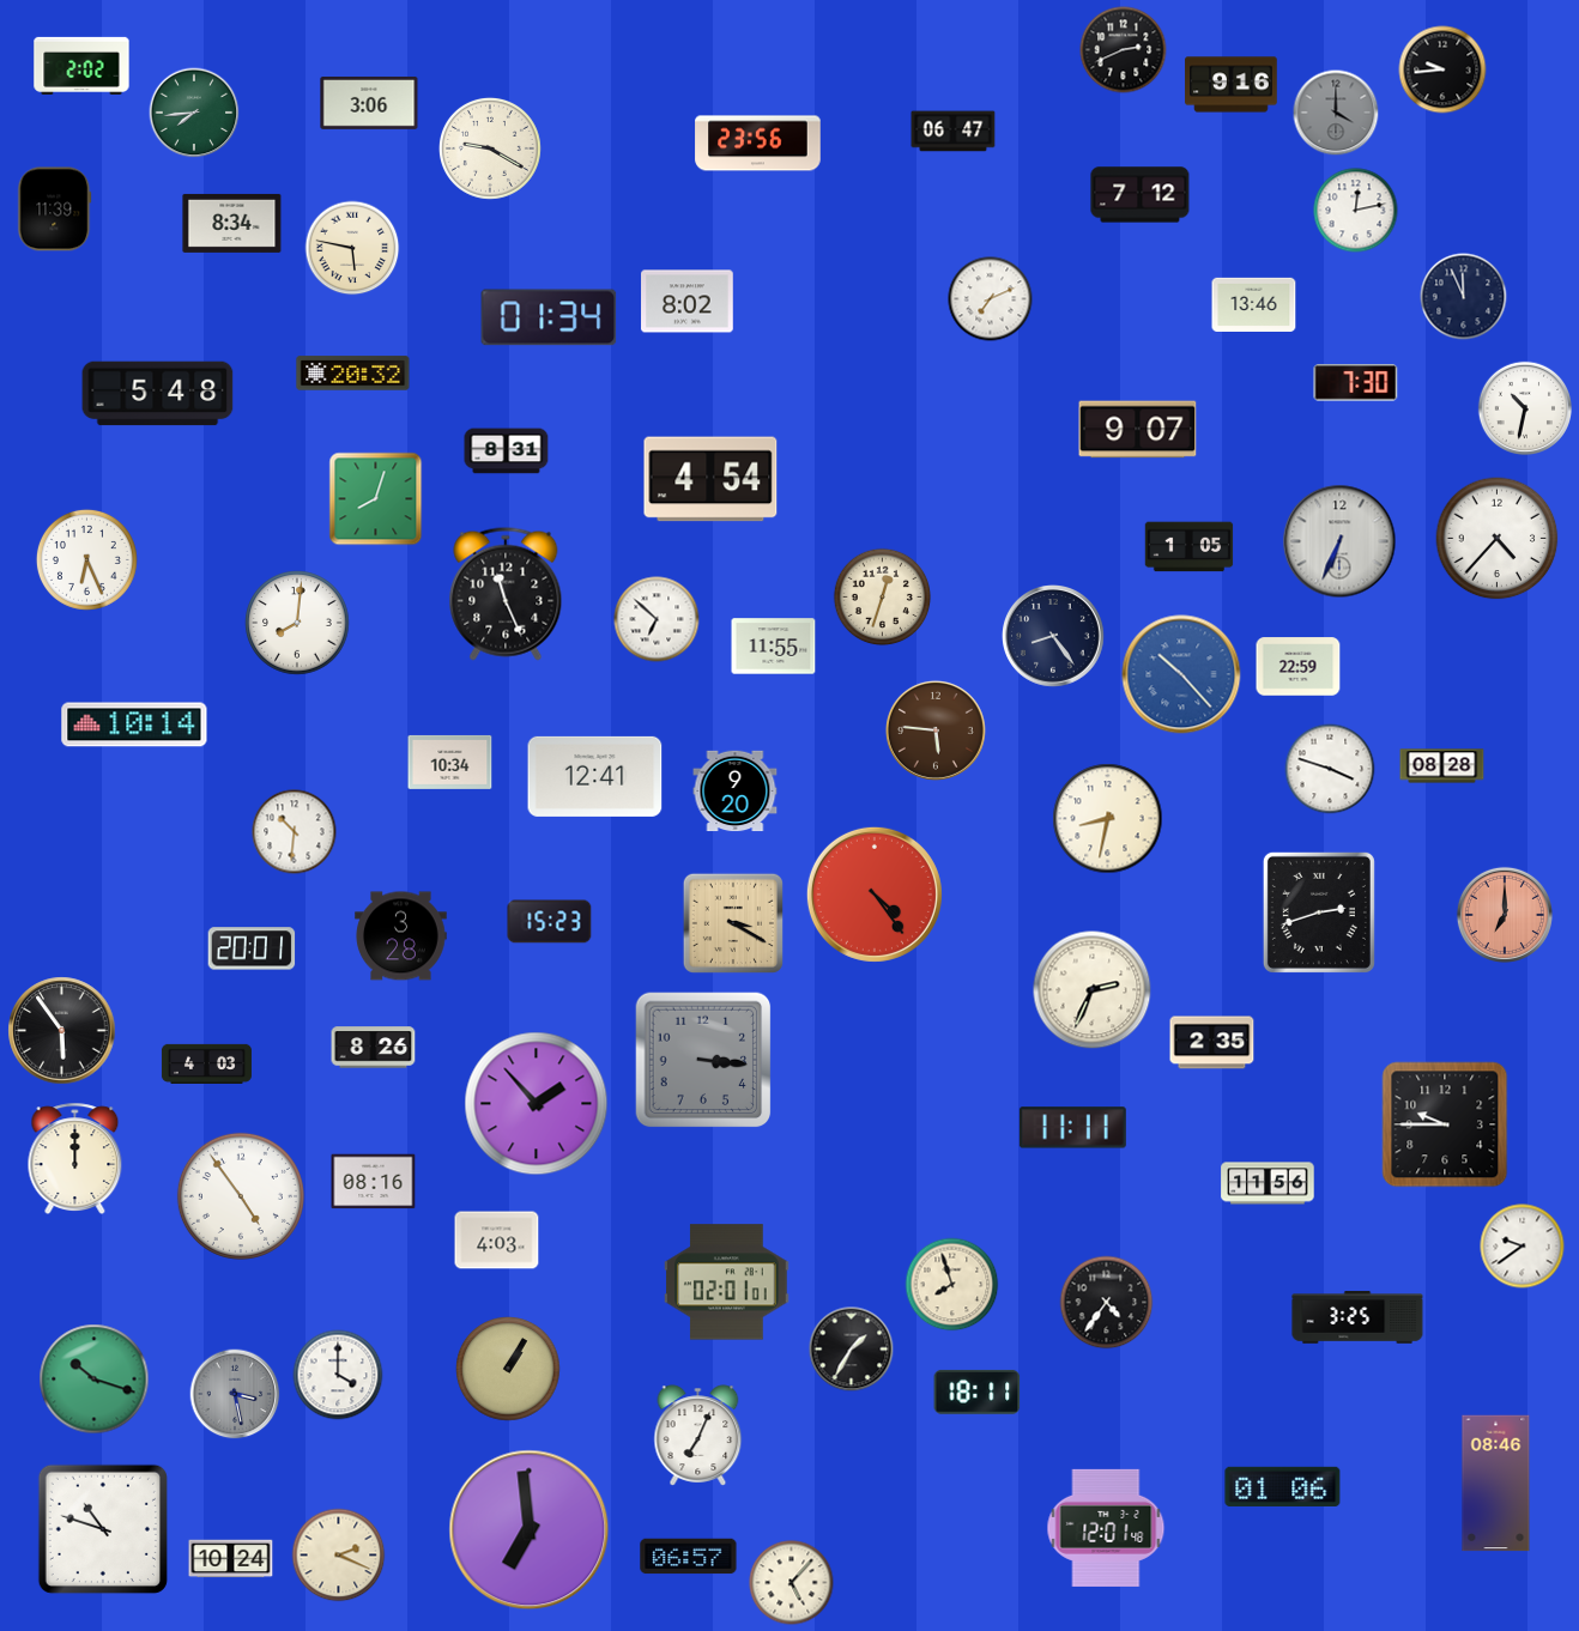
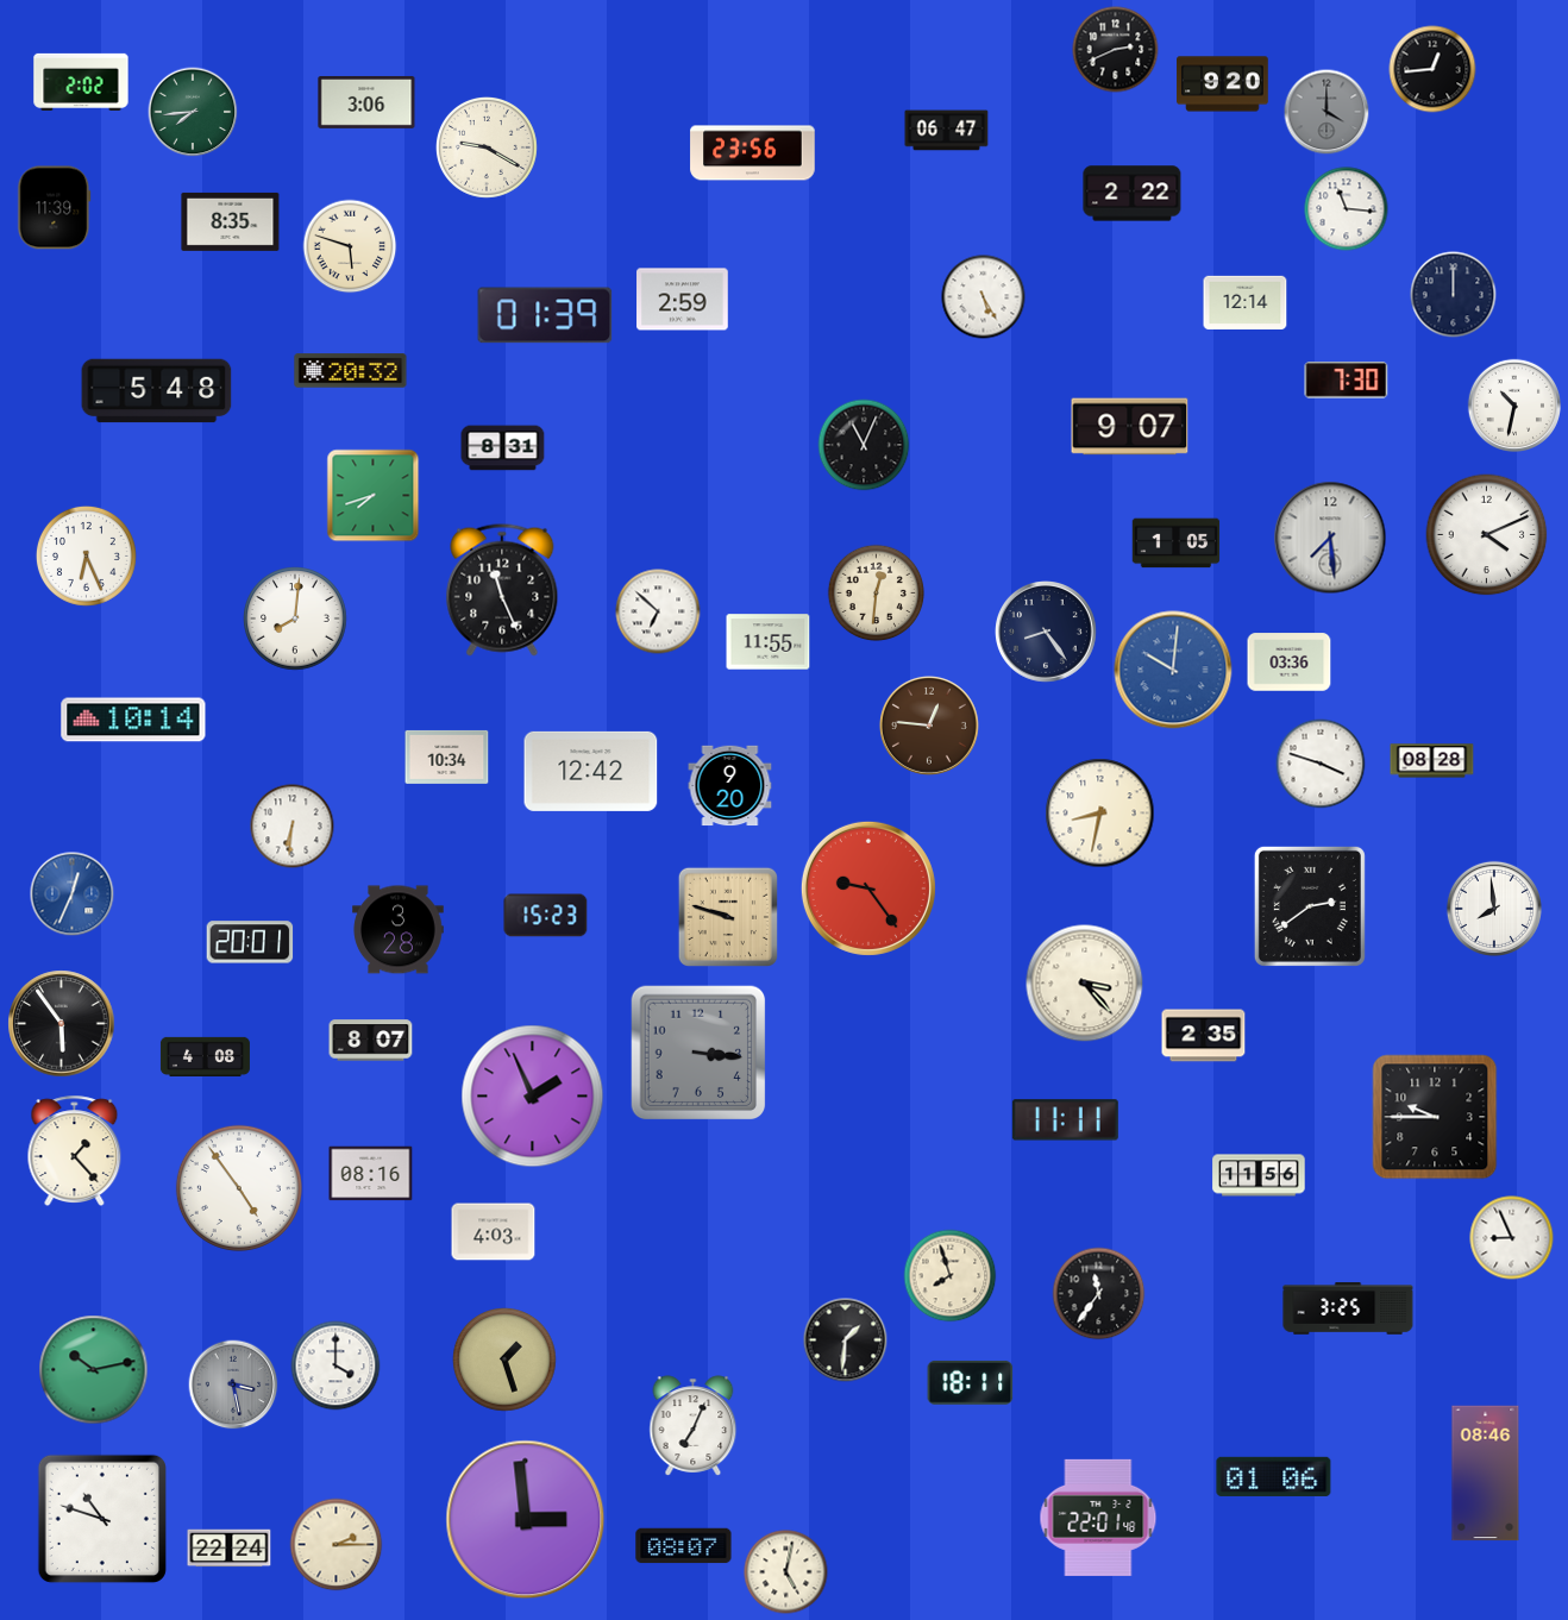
clock at (81, 66) position: (81, 66) -> (81, 82)
clock at (1442, 69): 9:44 -> 12:44
clock at (1232, 85): 9:16 -> 9:20
clock at (758, 144) position: (758, 144) -> (753, 153)
clock at (1141, 195): 7:12 -> 2:22
clock at (1356, 211): 12:13 -> 11:16
clock at (232, 223): 8:34 -> 8:35
clock at (352, 248): 5:47 -> 5:48
clock at (1464, 297): 11:56 -> 12:00
clock at (991, 299): 7:11 -> 5:25
clock at (688, 302): 8:02 -> 2:59
clock at (1254, 304): 13:46 -> 12:14
clock at (549, 317): 01:34 -> 01:39
clock at (864, 445): none -> 11:04
clock at (710, 479): 4:54 -> none
clock at (376, 499): 8:03 -> 7:42
clock at (1498, 539): 4:37 -> 4:11
clock at (1339, 541): 6:34 -> 7:29
clock at (1190, 547) position: (1190, 547) -> (1177, 544)
clock at (883, 598): 12:33 -> 12:31
clock at (657, 619) position: (657, 619) -> (658, 611)
clock at (1299, 667): 22:59 -> 03:36
clock at (1181, 674): 10:23 -> 10:01
clock at (936, 730): 5:46 -> 12:46
clock at (595, 776): 12:41 -> 12:42
clock at (295, 832): 10:31 -> 6:31
clock at (875, 895): 4:24 -> 9:24
clock at (73, 894): none -> 12:34
clock at (1319, 912): 2:42 -> 2:39
clock at (1505, 915): 7:00 -> 7:59
clock at (1505, 915) dial: salmon -> white
clock at (733, 923): 3:20 -> 9:48
clock at (1093, 990): 2:34 -> 3:23
clock at (374, 1048): 8:26 -> 8:07
clock at (206, 1063): 4:03 -> 4:08
clock at (537, 1104): 1:53 -> 1:56
clock at (75, 1158): 12:00 -> 1:23
clock at (1523, 1247): 9:39 -> 8:56
clock at (727, 1283): 02:01 -> none
clock at (952, 1285) position: (952, 1285) -> (951, 1276)
clock at (1107, 1303): 4:36 -> 11:36
clock at (852, 1350): 1:35 -> 1:31
clock at (508, 1369): 1:05 -> 1:27
clock at (95, 1380): 10:18 -> 10:13
clock at (1106, 1528): 12:01 -> 22:01
clock at (530, 1530): 6:59 -> 2:59
clock at (339, 1556): 2:19 -> 2:15
clock at (689, 1557): 06:57 -> 08:07
clock at (231, 1559): 10:24 -> 22:24
clock at (792, 1583): 5:07 -> 5:02
